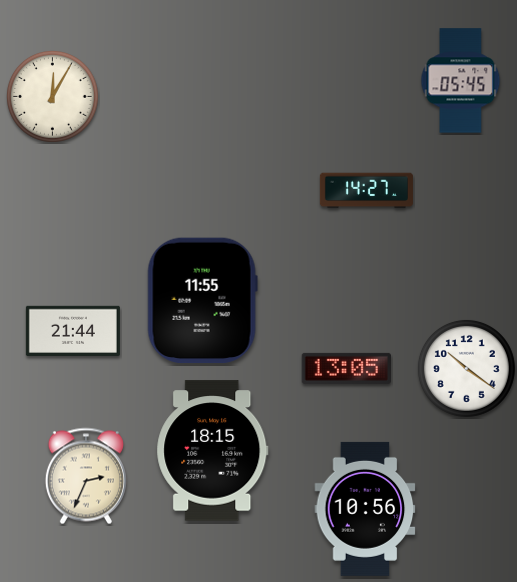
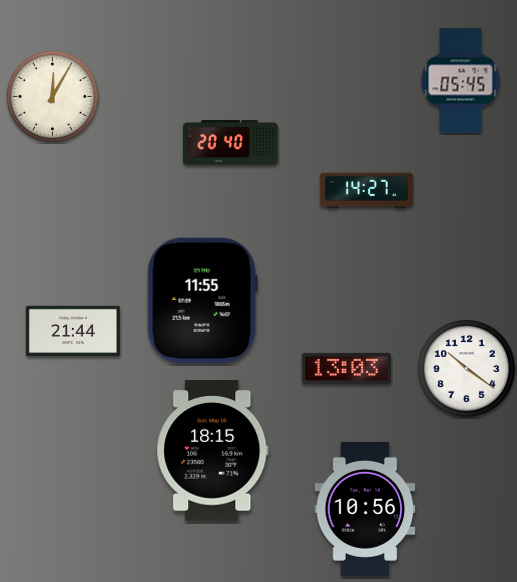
clock at (230, 142): none -> 20:40
clock at (346, 368): 13:05 -> 13:03
clock at (86, 476): 2:34 -> none
